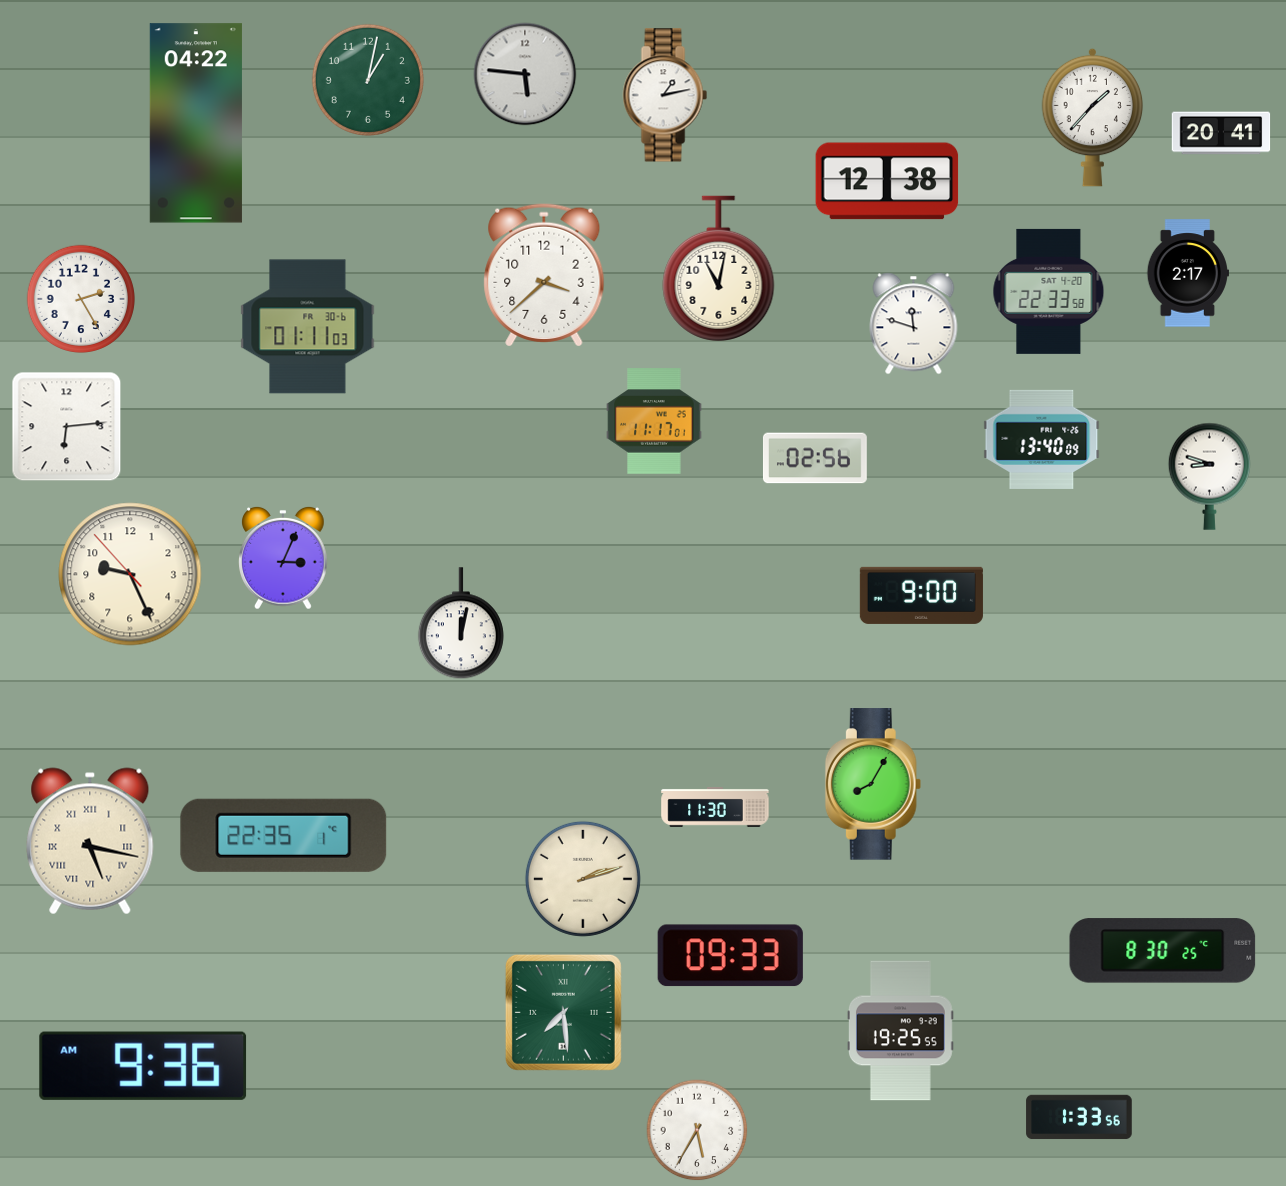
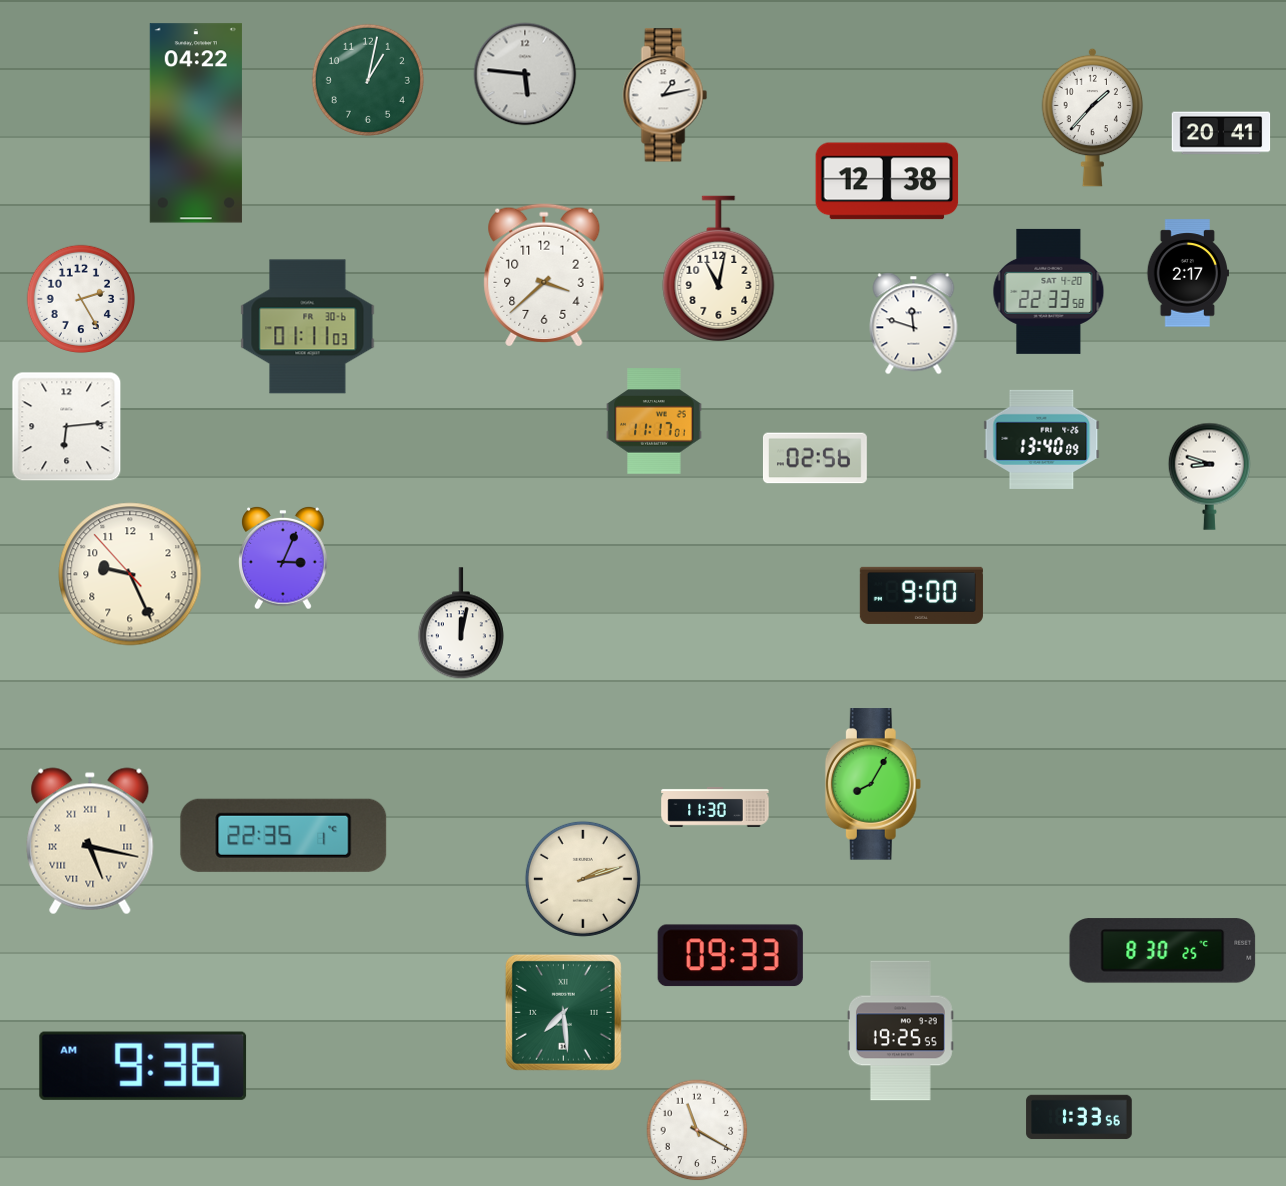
clock at (697, 1130): 5:35 -> 11:20
